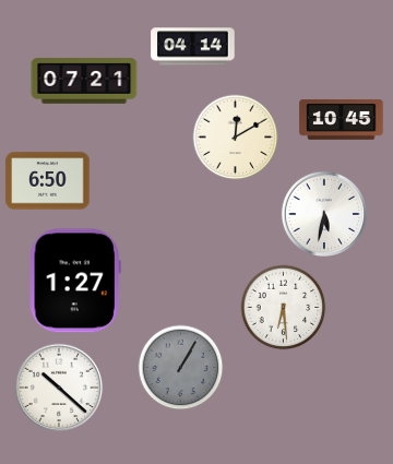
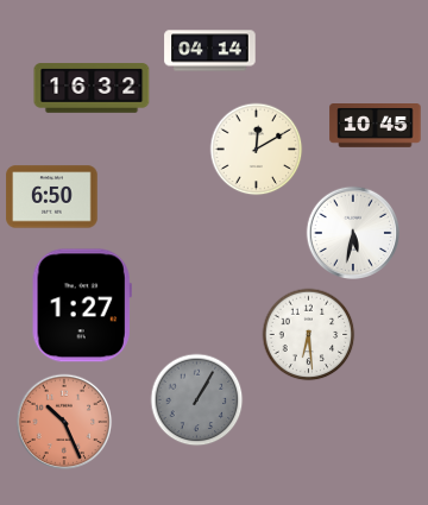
clock at (84, 81): 07:21 -> 16:32
clock at (342, 120) position: (342, 120) -> (376, 126)
clock at (59, 388): 10:22 -> 10:26
clock at (59, 388) dial: white -> salmon
